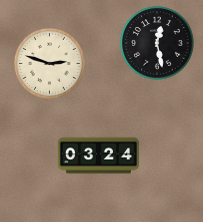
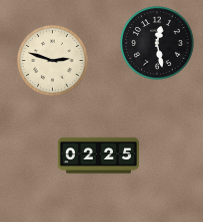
clock at (50, 64) position: (50, 64) -> (53, 61)
clock at (98, 156): 03:24 -> 02:25
